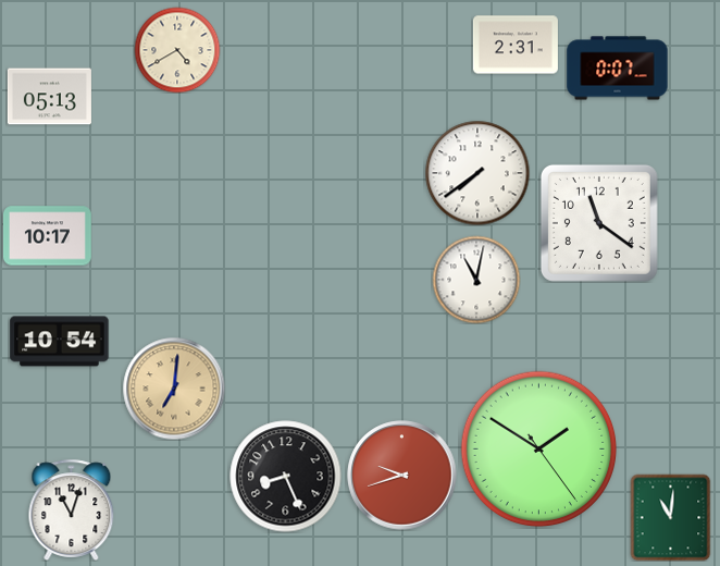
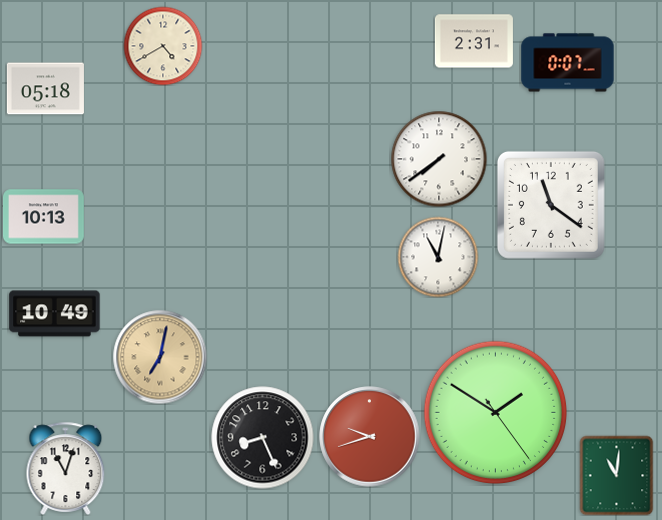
clock at (49, 97): 05:13 -> 05:18
clock at (47, 236): 10:17 -> 10:13
clock at (60, 342): 10:54 -> 10:49
clock at (174, 389): 7:01 -> 7:02
